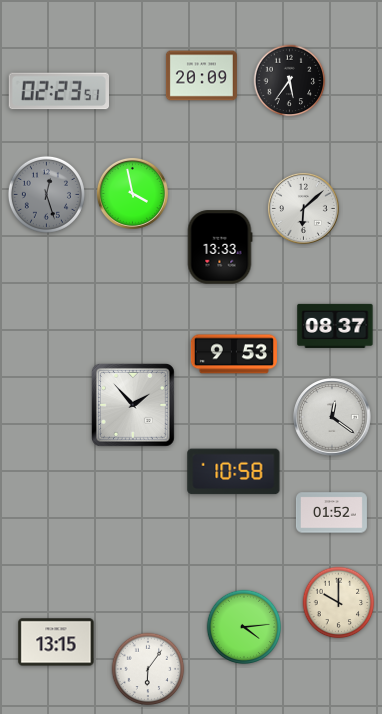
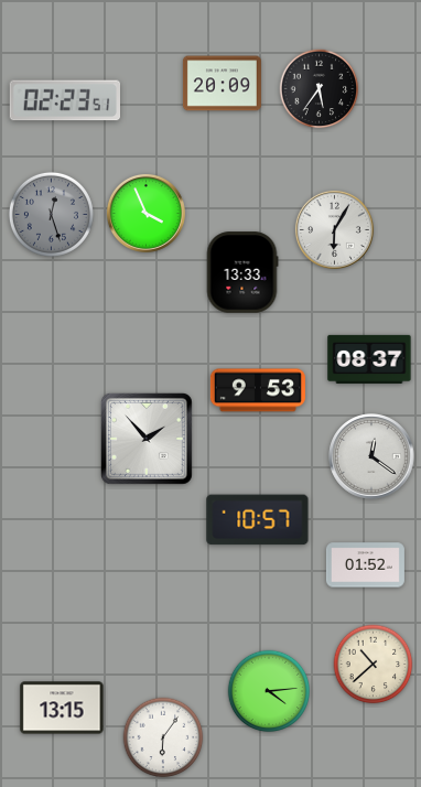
clock at (132, 193): 3:58 -> 3:56
clock at (303, 208): 6:08 -> 6:05
clock at (134, 406) position: (134, 406) -> (148, 440)
clock at (332, 417) position: (332, 417) -> (371, 456)
clock at (234, 472): 10:58 -> 10:57
clock at (339, 603): 10:00 -> 10:38
